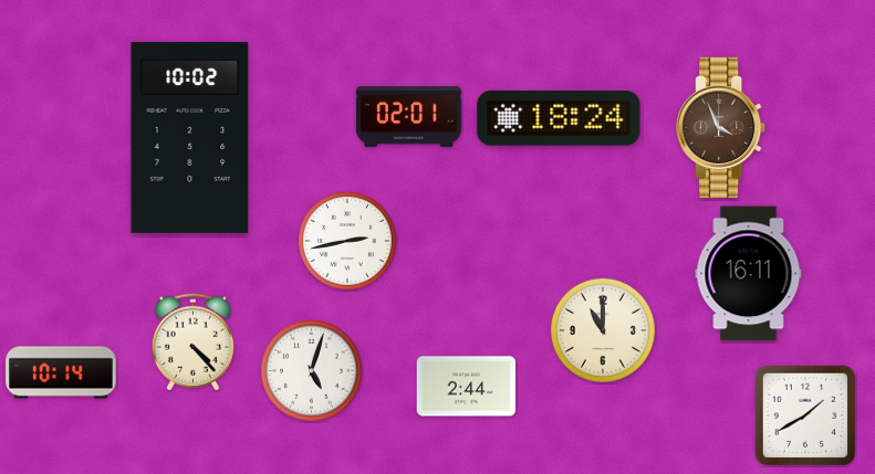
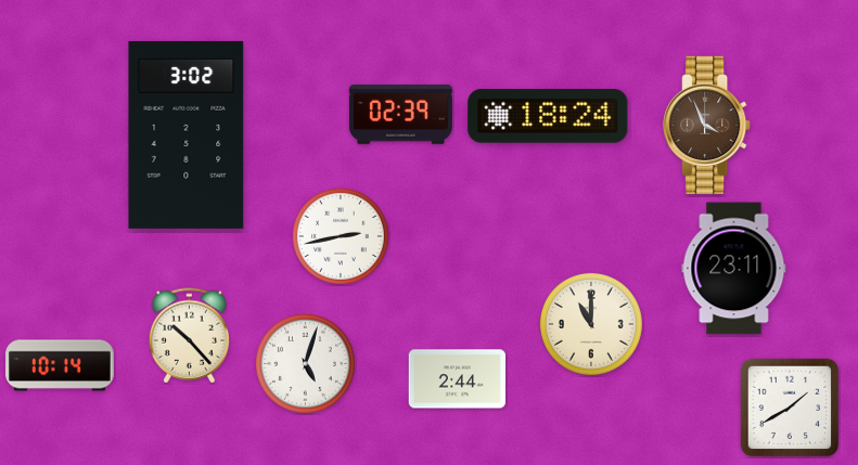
clock at (408, 117): 02:01 -> 02:39
clock at (190, 137): 10:02 -> 3:02
clock at (749, 274): 16:11 -> 23:11
clock at (192, 343): 4:23 -> 10:23
